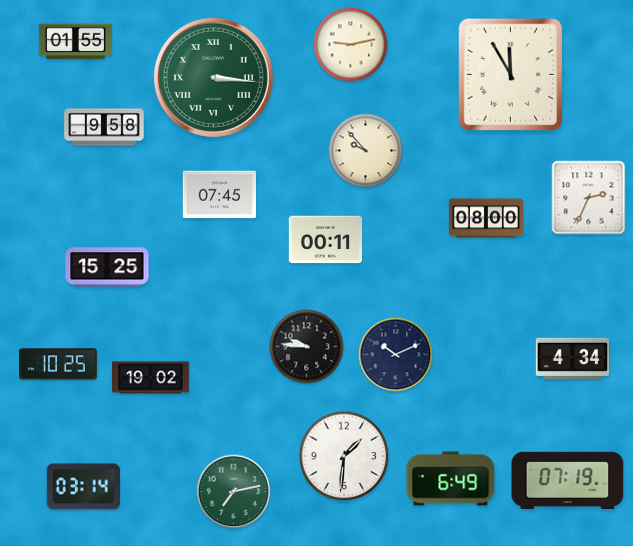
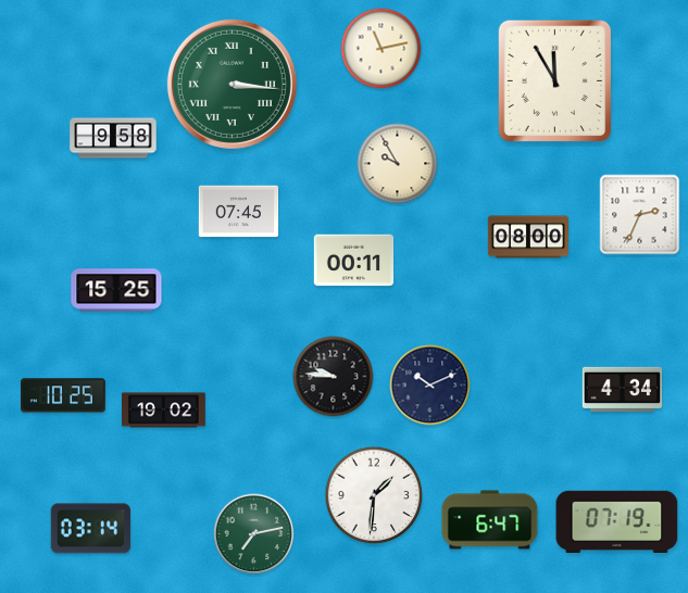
clock at (76, 42): 01:55 -> none
clock at (351, 45): 9:13 -> 11:13
clock at (366, 151): 9:53 -> 9:55
clock at (451, 479): 6:49 -> 6:47
